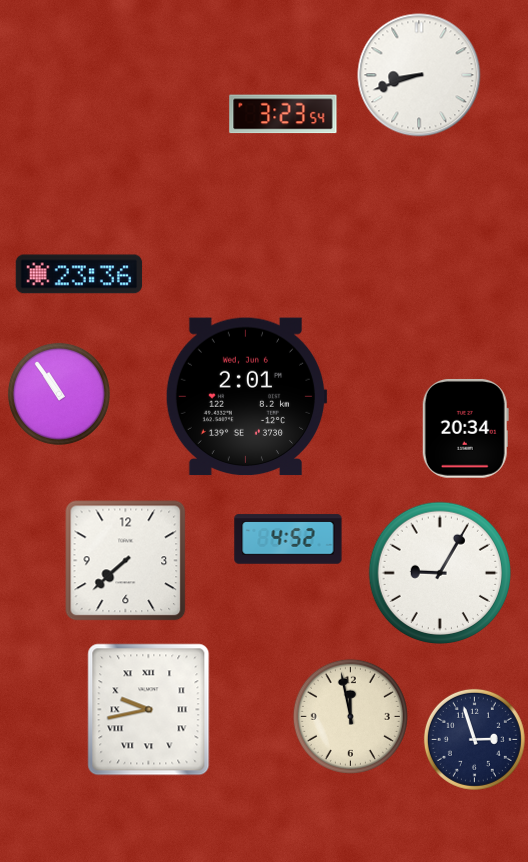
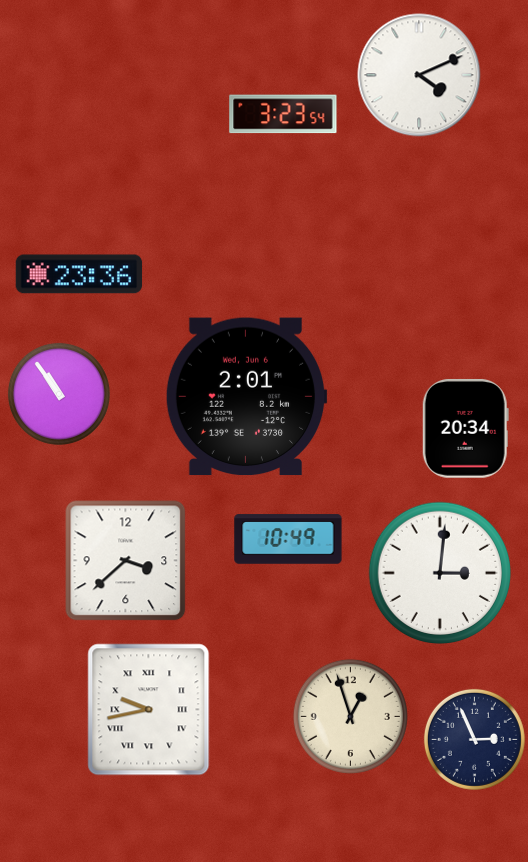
clock at (419, 75): 8:42 -> 4:11
clock at (288, 539): 4:52 -> 10:49
clock at (126, 561): 7:38 -> 3:38
clock at (439, 572): 9:05 -> 3:01
clock at (350, 716): 11:58 -> 12:57
clock at (474, 739): 2:57 -> 2:56
